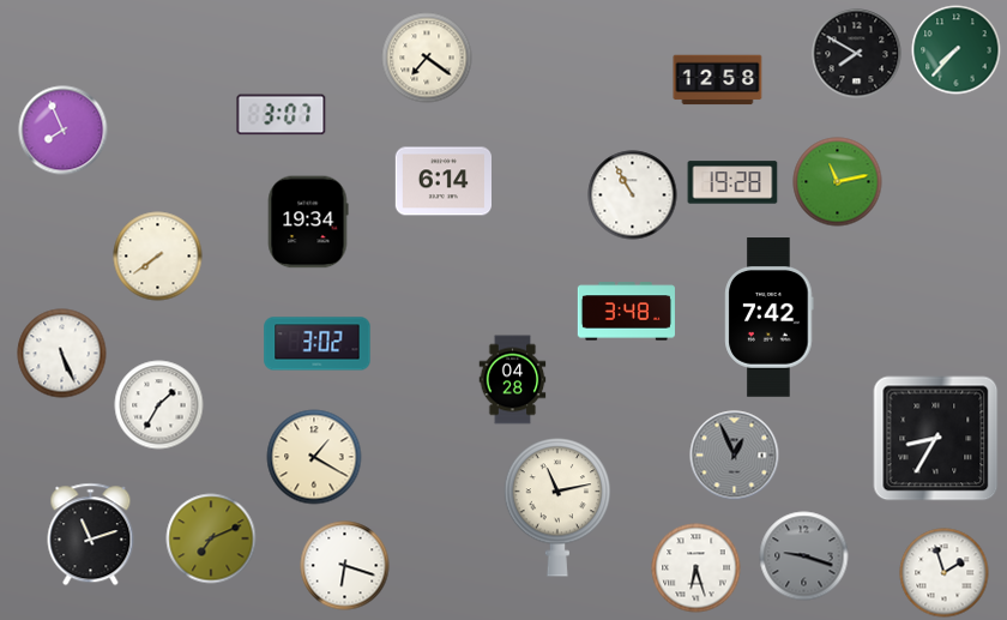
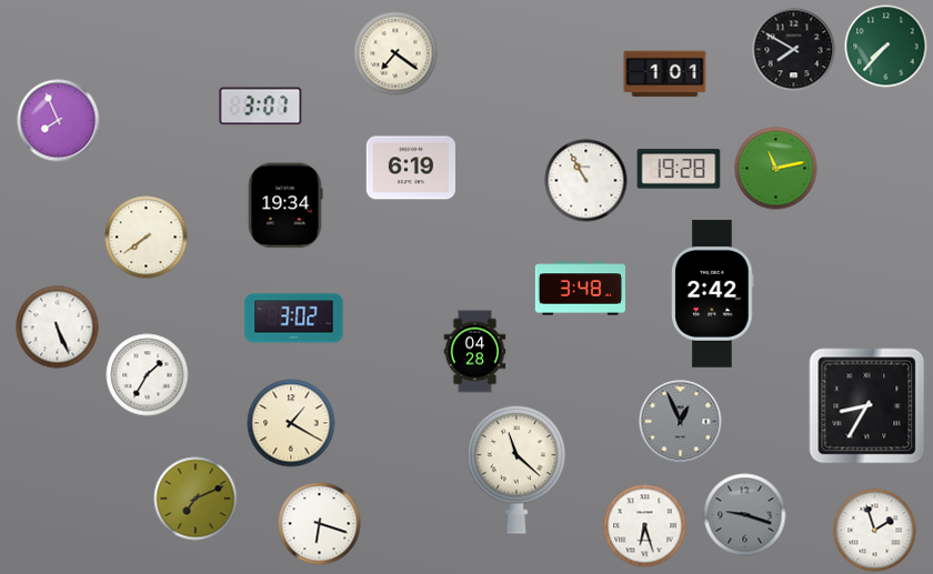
clock at (718, 80): 12:58 -> 1:01
clock at (442, 181): 6:14 -> 6:19
clock at (770, 318): 7:42 -> 2:42
clock at (557, 507): 11:13 -> 11:22
clock at (91, 535): 11:12 -> none
